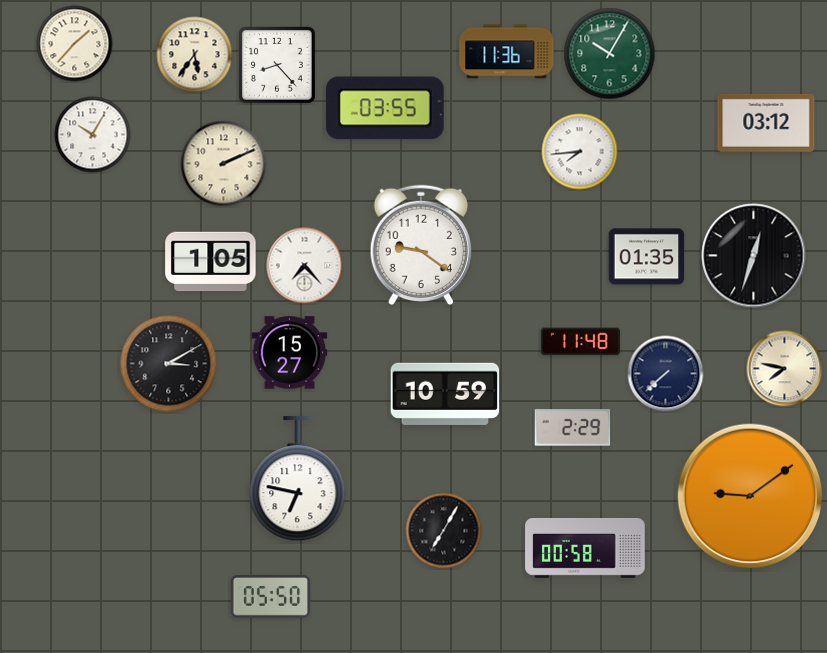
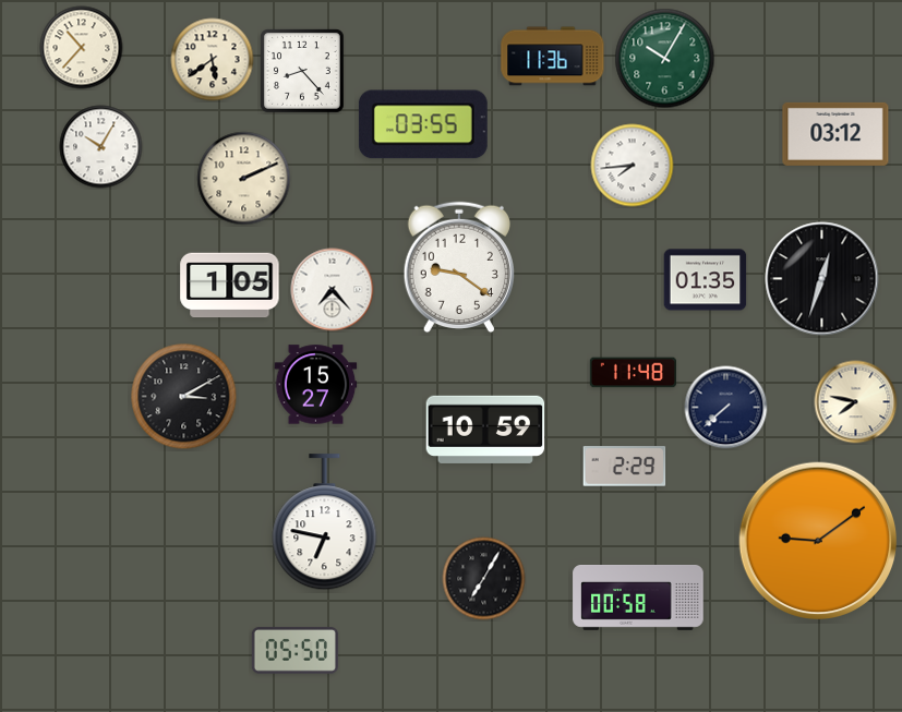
clock at (75, 44): 1:37 -> 10:37
clock at (195, 55): 5:36 -> 5:39
clock at (385, 108) position: (385, 108) -> (423, 124)
